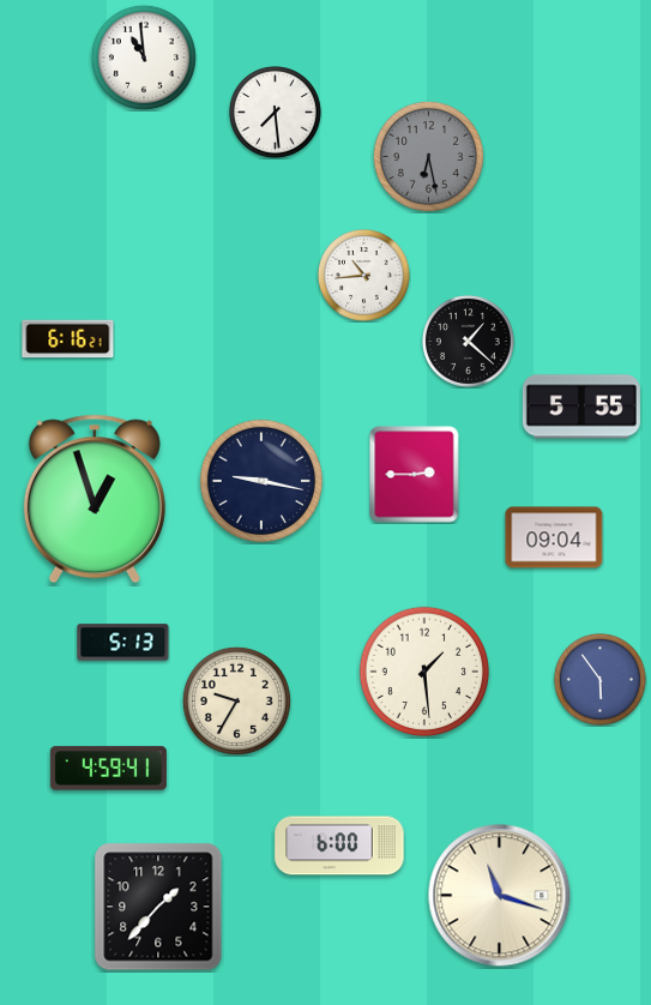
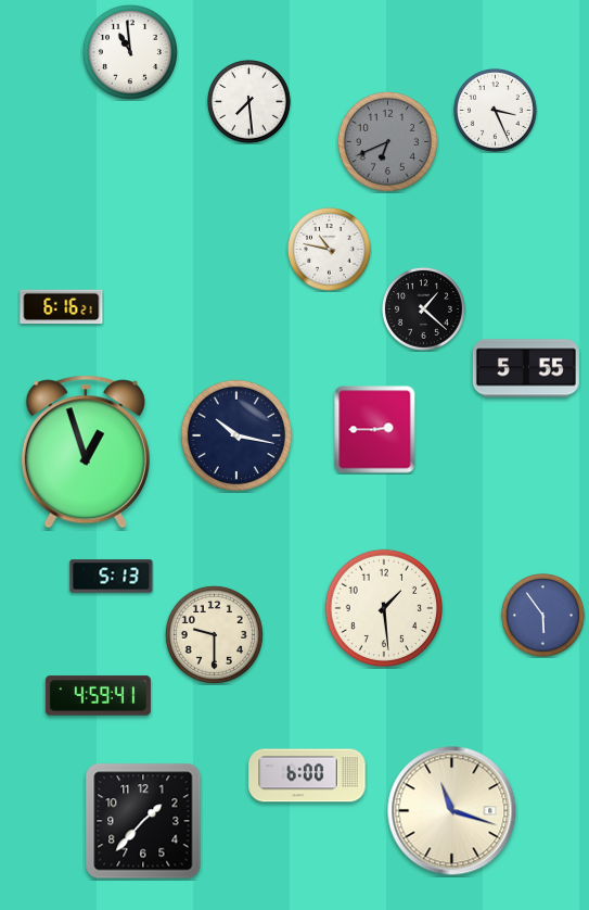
clock at (496, 111): none -> 3:26
clock at (428, 156): 6:28 -> 6:41
clock at (364, 276): 10:44 -> 10:47
clock at (261, 481): 9:17 -> 10:17
clock at (554, 537): 09:04 -> none
clock at (123, 643) position: (123, 643) -> (112, 577)
clock at (236, 700): 9:35 -> 9:30
clock at (339, 845) position: (339, 845) -> (307, 775)
